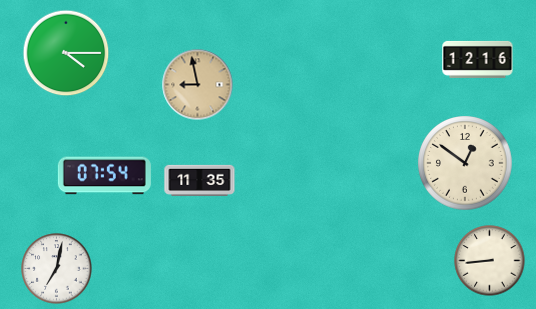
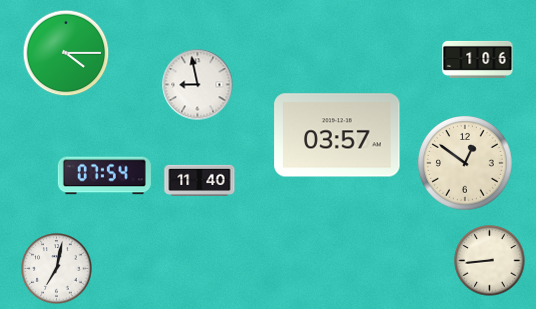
clock at (478, 59): 12:16 -> 1:06
clock at (198, 85) dial: champagne -> white
clock at (337, 135): none -> 03:57
clock at (200, 180): 11:35 -> 11:40
